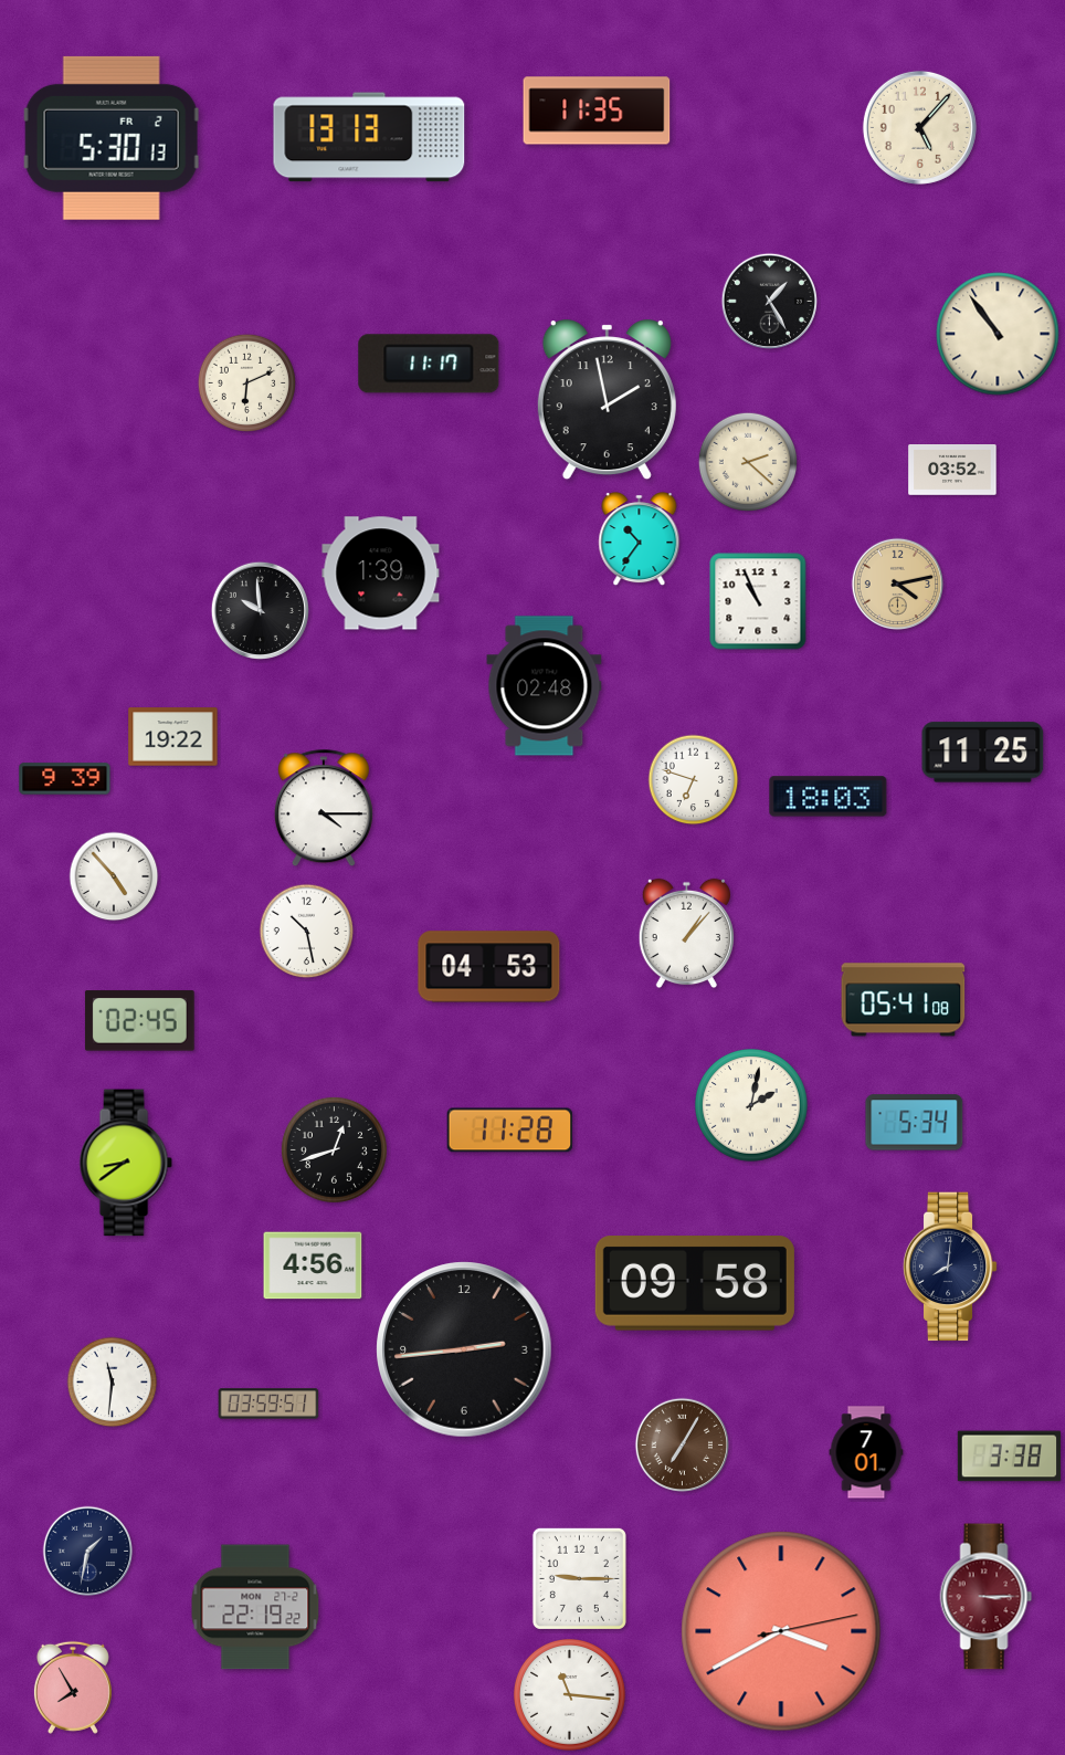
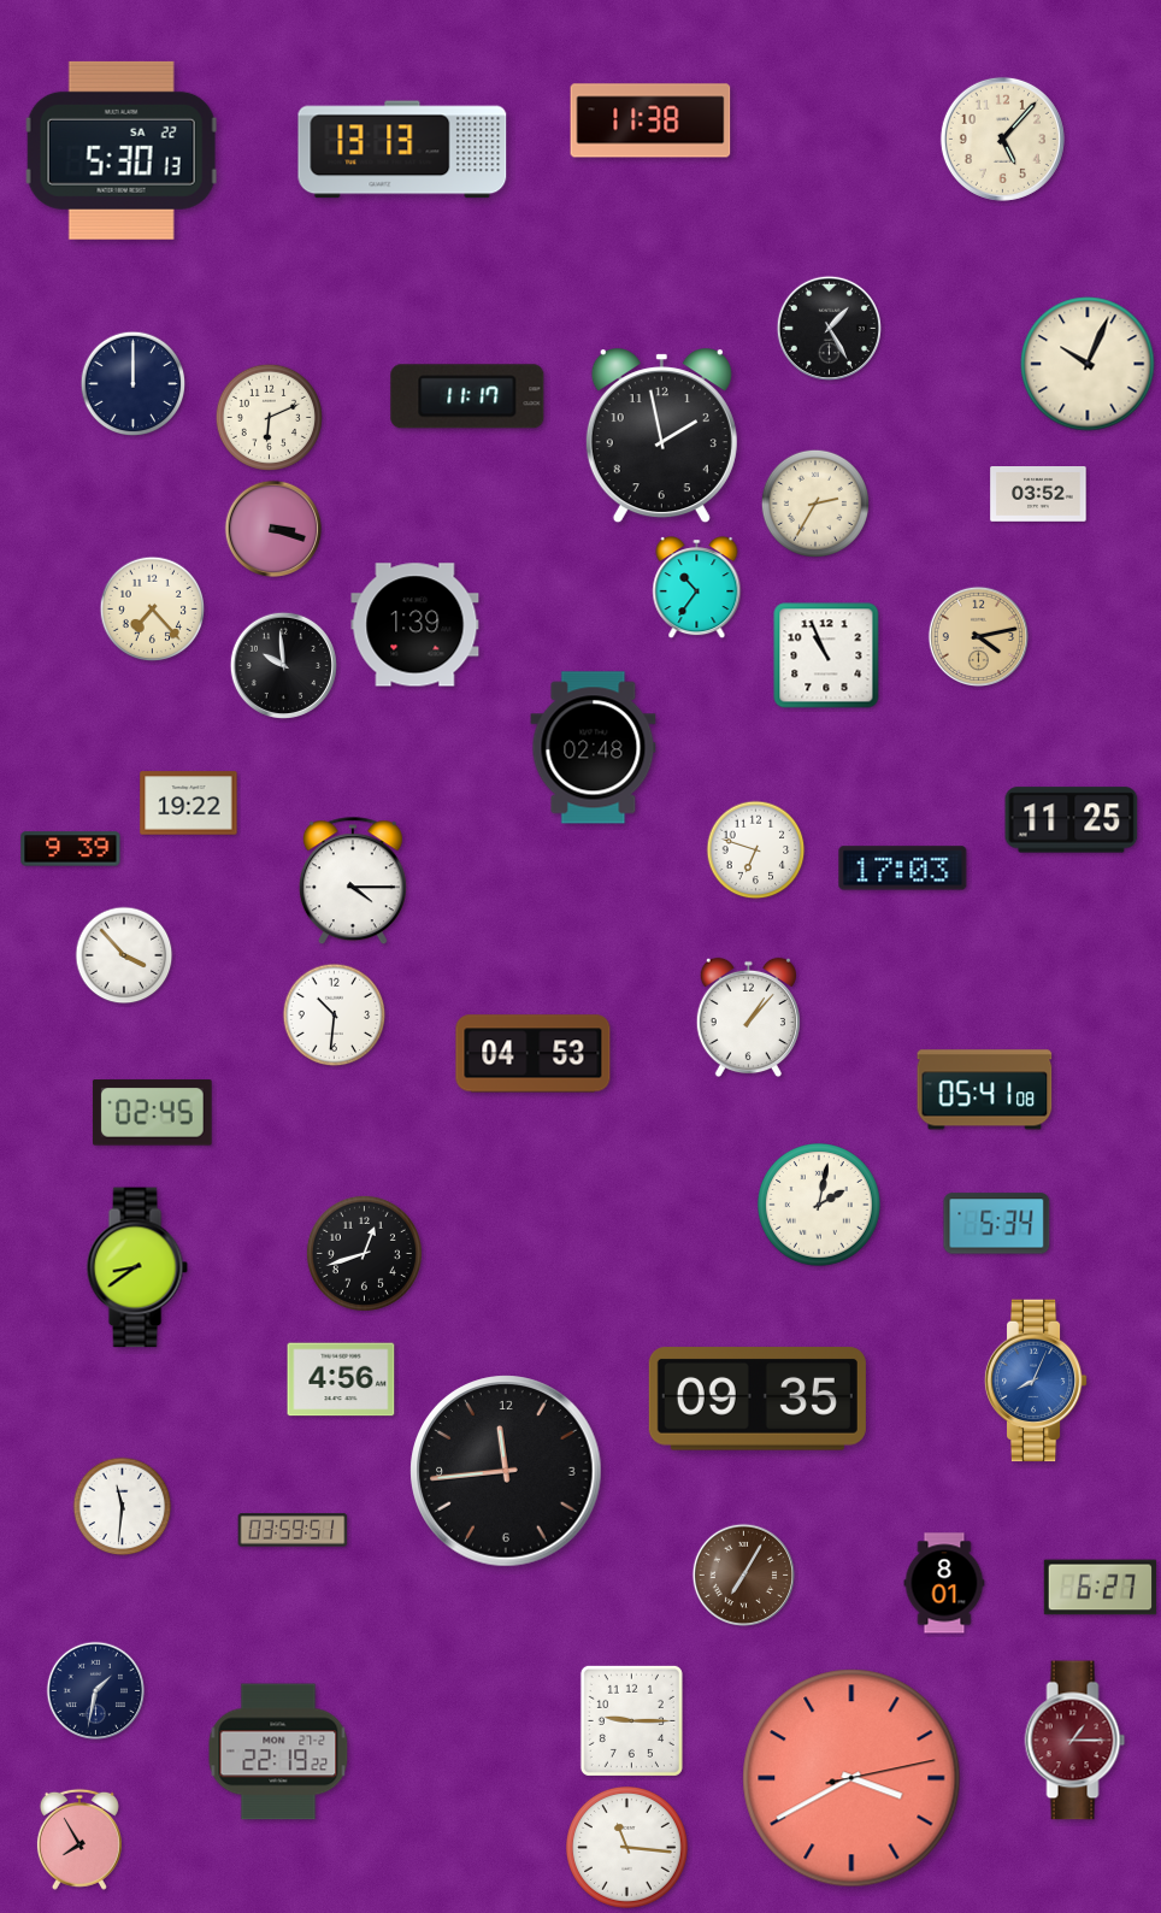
clock at (597, 111): 11:35 -> 11:38
clock at (112, 138) date: FR 2 -> SA 22
clock at (769, 301) position: (769, 301) -> (829, 328)
clock at (998, 334): 10:54 -> 10:04
clock at (134, 384): none -> 12:00
clock at (747, 461): 2:22 -> 2:35
clock at (952, 471) position: (952, 471) -> (1038, 495)
clock at (273, 529): none -> 3:18
clock at (153, 610): none -> 7:23
clock at (829, 797): 18:03 -> 17:03
clock at (114, 876): 4:53 -> 3:53
clock at (307, 932): 10:28 -> 10:31
clock at (510, 1131): 11:28 -> none
clock at (950, 1267): 8:01 -> 8:04
clock at (950, 1267) dial: navy -> blue
clock at (695, 1283): 09:58 -> 09:35
clock at (464, 1349): 2:44 -> 11:44
clock at (866, 1452): 7:01 -> 8:01
clock at (1010, 1457): 3:38 -> 6:27
clock at (987, 1597): 3:15 -> 1:15
clock at (570, 1695) position: (570, 1695) -> (627, 1848)
